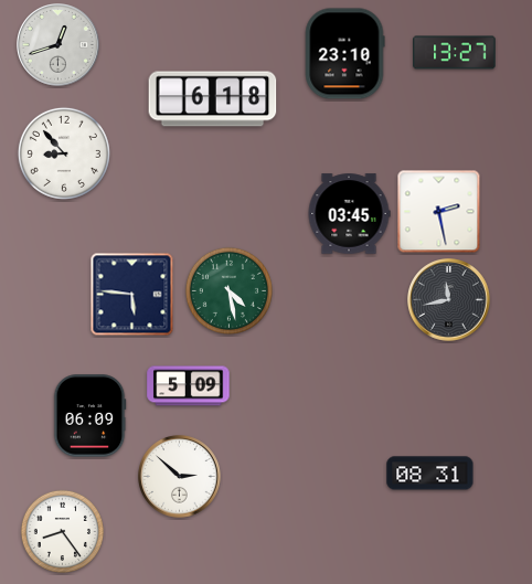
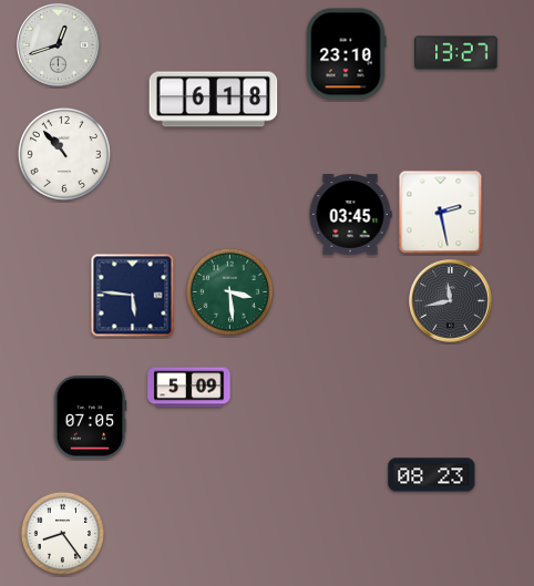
clock at (64, 153): 8:53 -> 10:53
clock at (228, 290): 4:28 -> 3:29
clock at (89, 416): 06:09 -> 07:05
clock at (430, 474): 08:31 -> 08:23
clock at (180, 477): 2:52 -> none
